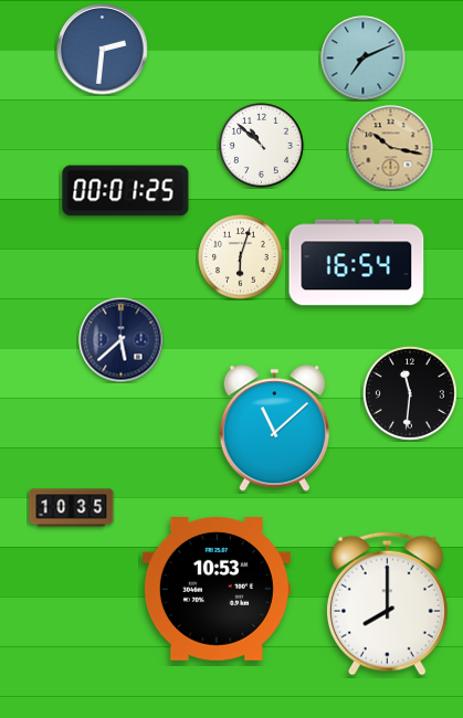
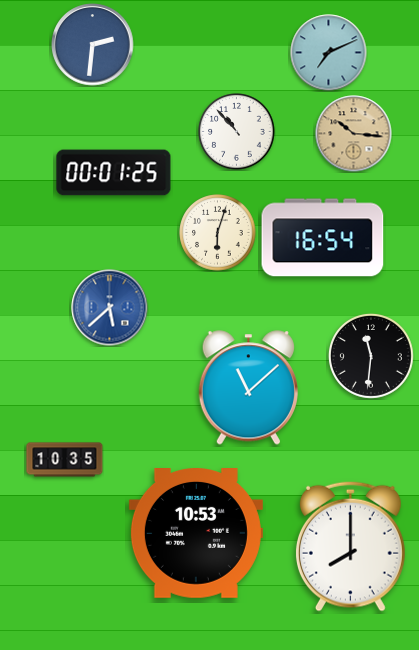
clock at (262, 146): 10:52 -> 10:53
clock at (391, 148): 10:17 -> 10:16
clock at (122, 340) dial: navy -> blue
